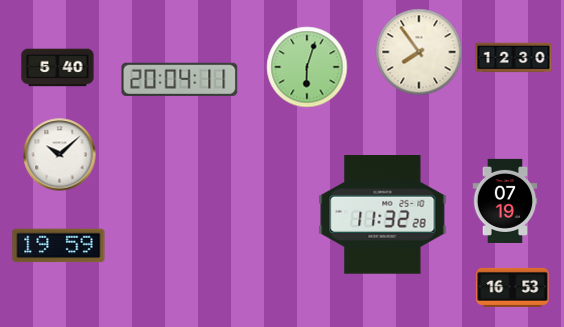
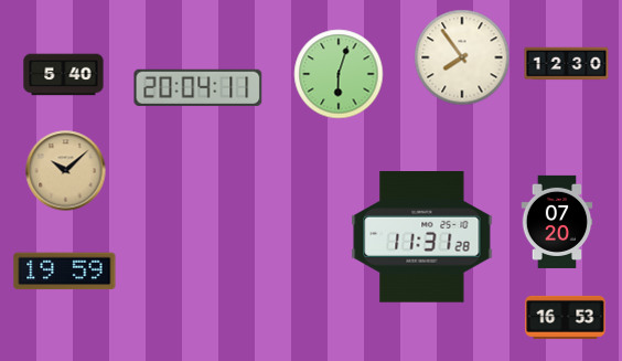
clock at (60, 155) dial: white -> champagne
clock at (505, 201): 07:19 -> 07:20
clock at (383, 215): 11:32 -> 11:31
